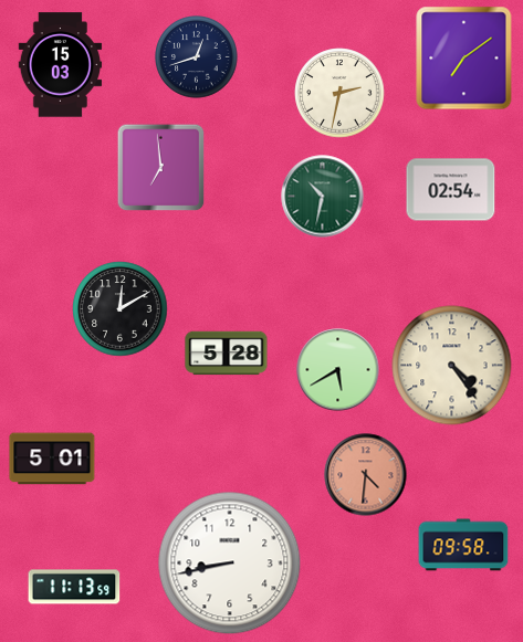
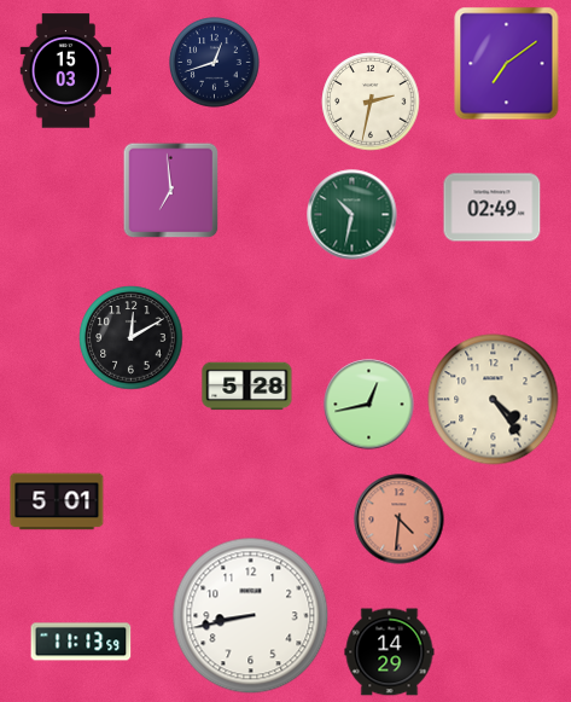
clock at (161, 168) position: (161, 168) -> (171, 191)
clock at (451, 190): 02:54 -> 02:49
clock at (338, 370): 5:40 -> 12:43
clock at (463, 545): 09:58 -> none
clock at (390, 652): none -> 14:29
